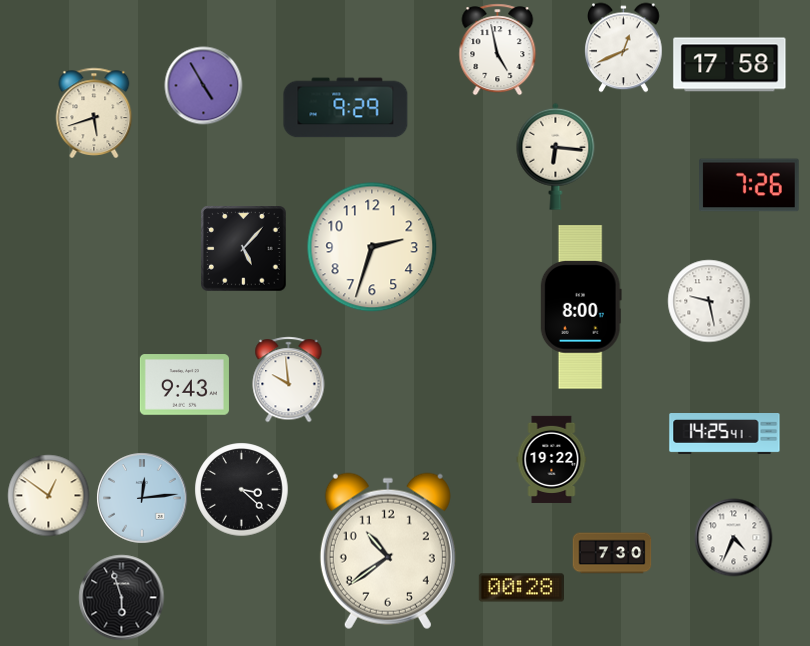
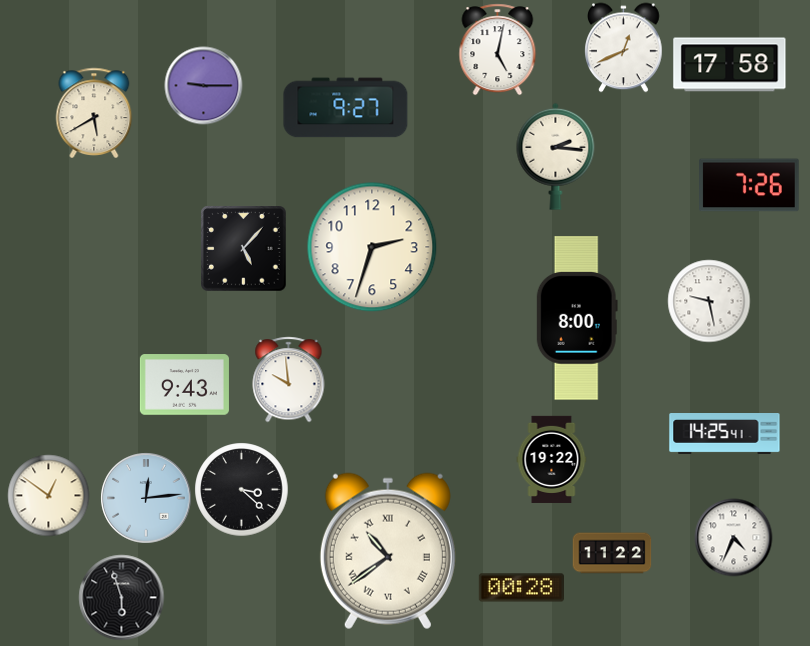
clock at (498, 49): 4:58 -> 5:02
clock at (203, 85): 4:55 -> 9:15
clock at (346, 108): 9:29 -> 9:27
clock at (94, 112): 5:42 -> 5:40
clock at (556, 156): 6:16 -> 2:16
clock at (581, 307) position: (581, 307) -> (577, 318)
clock at (142, 498) position: (142, 498) -> (146, 498)
clock at (388, 551) numerals: Arabic -> Roman
clock at (612, 553): 7:30 -> 11:22
